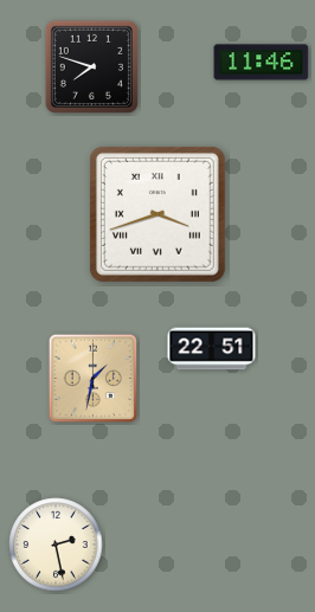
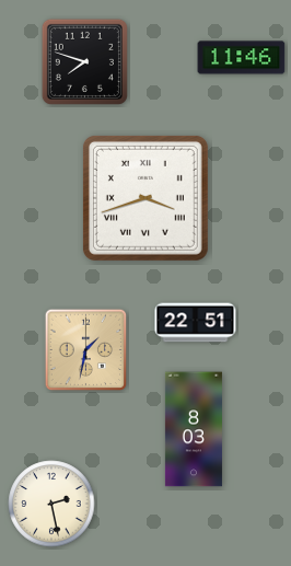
clock at (194, 429): none -> 8:03
